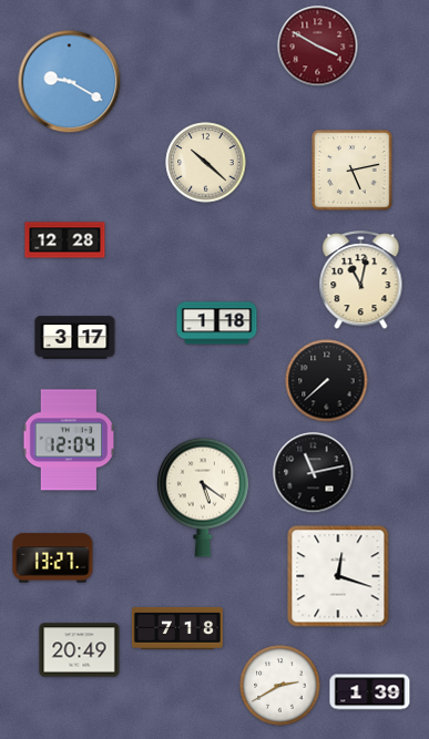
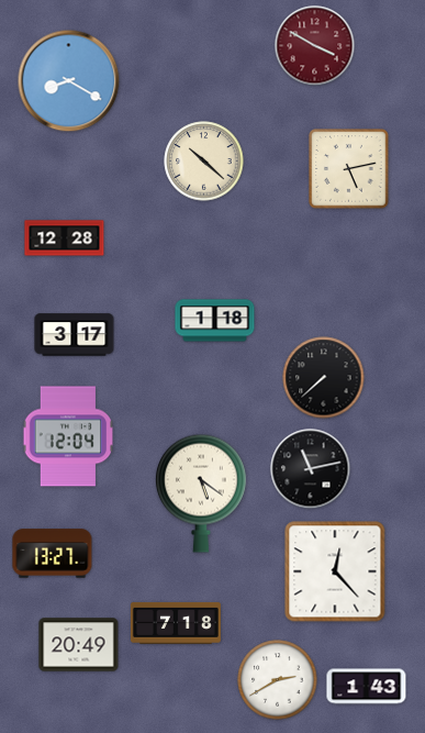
clock at (70, 82): 9:20 -> 8:20
clock at (361, 280): 11:02 -> none
clock at (338, 576): 12:18 -> 12:23
clock at (370, 692): 1:39 -> 1:43
